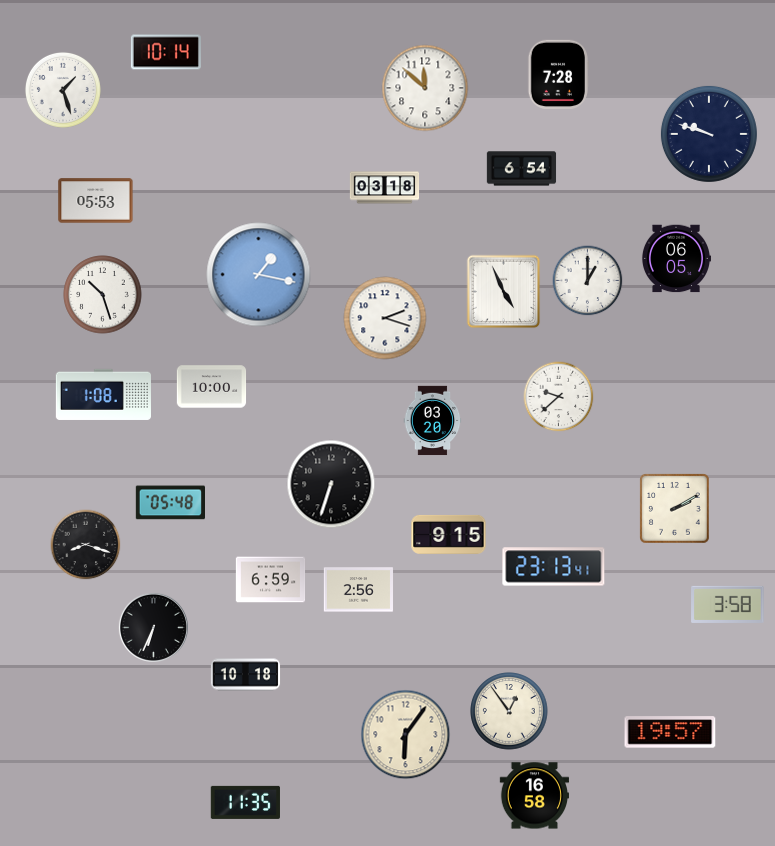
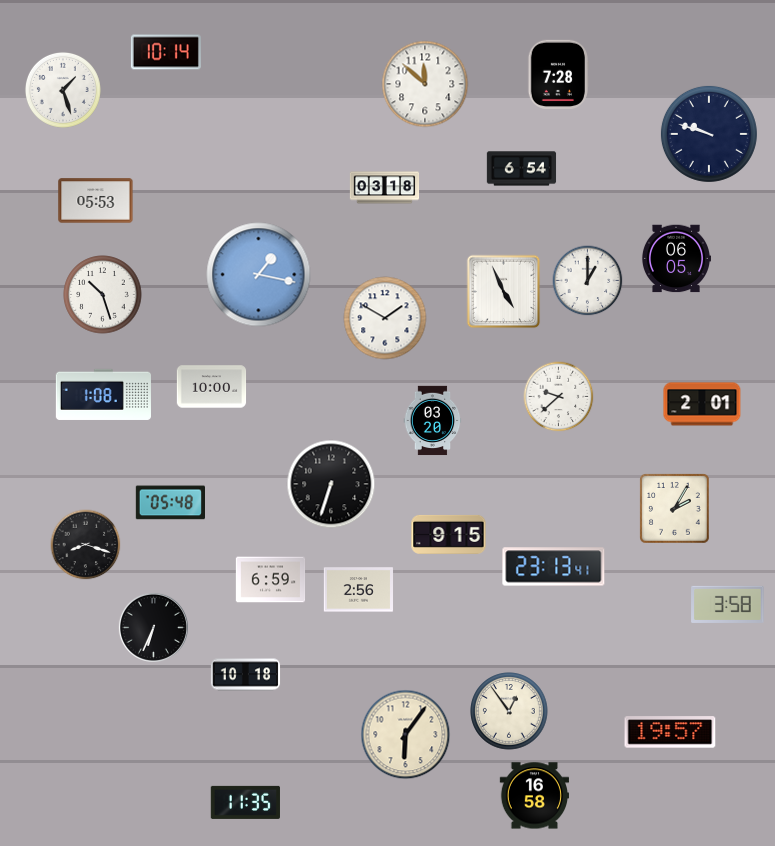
clock at (425, 88) position: (425, 88) -> (425, 84)
clock at (385, 318): 2:18 -> 1:50
clock at (702, 404): none -> 2:01
clock at (675, 509): 2:10 -> 2:05
